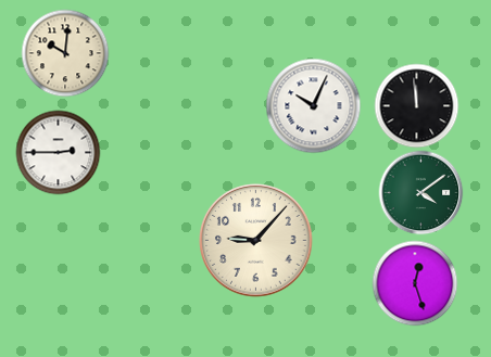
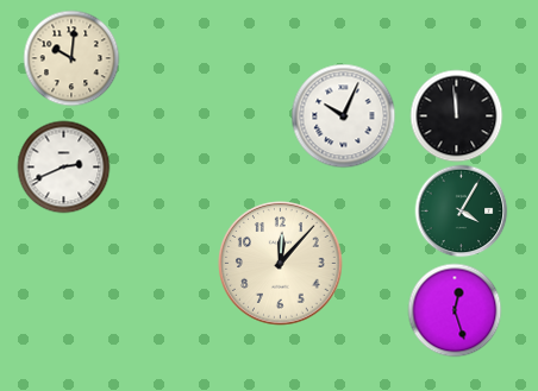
clock at (58, 152): 2:45 -> 2:41
clock at (420, 192): 4:09 -> 4:05
clock at (256, 241): 9:07 -> 12:07
